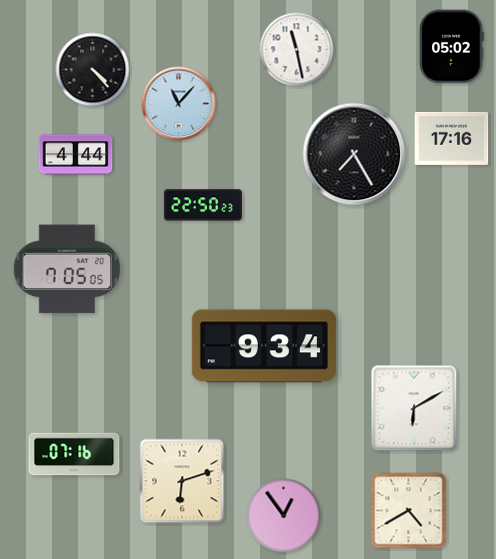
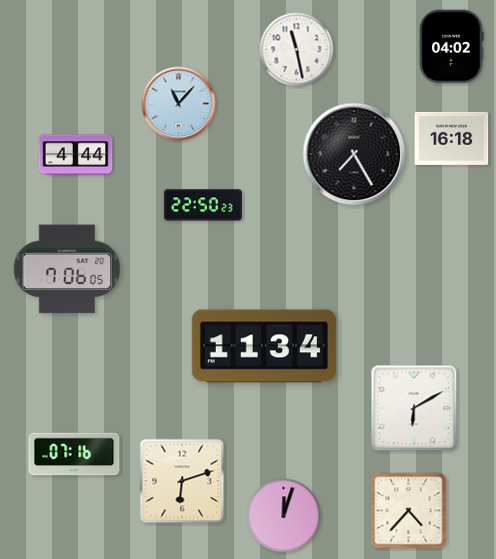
clock at (451, 47): 05:02 -> 04:02
clock at (93, 70): 4:23 -> none
clock at (452, 138): 17:16 -> 16:18
clock at (67, 269): 7:05 -> 7:06
clock at (264, 346): 9:34 -> 11:34
clock at (409, 511): 4:40 -> 4:37
clock at (284, 516): 12:54 -> 12:03
